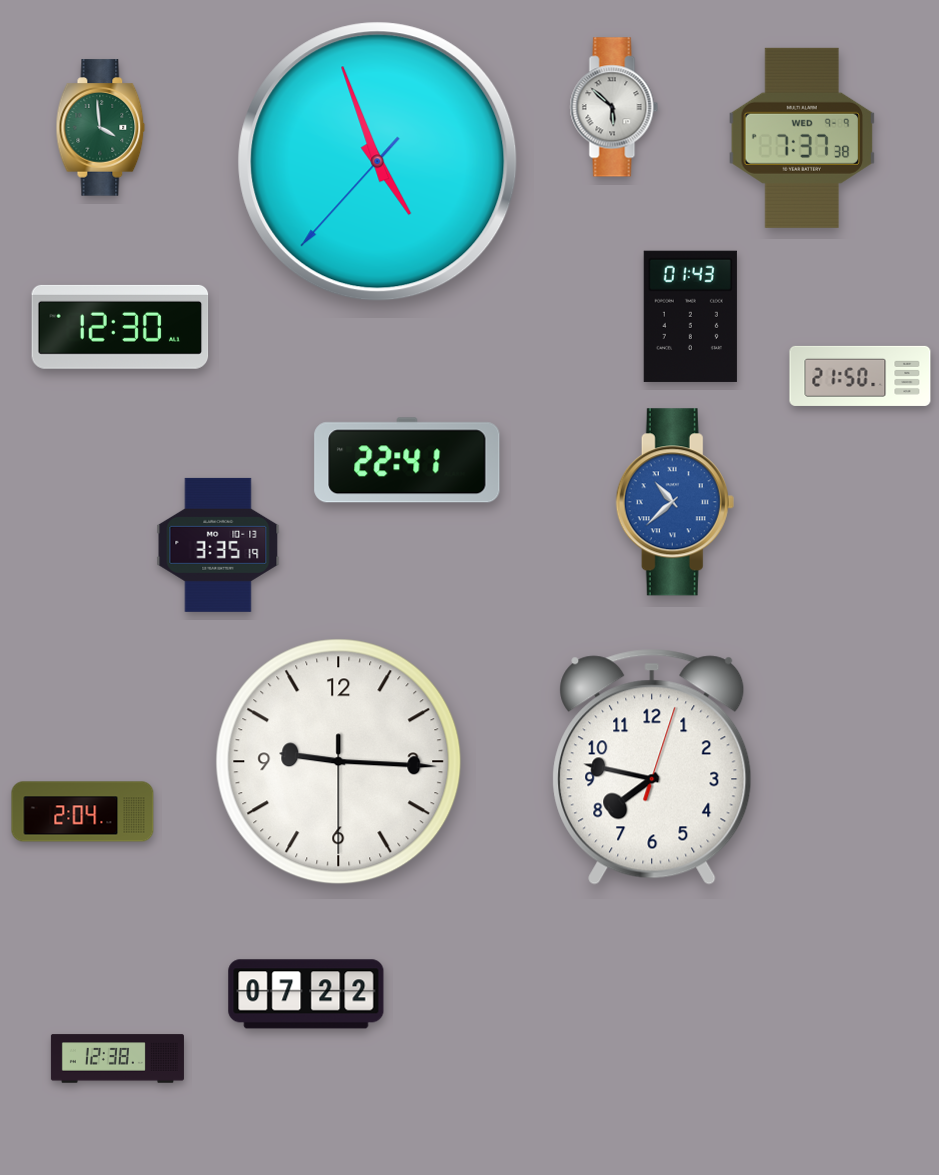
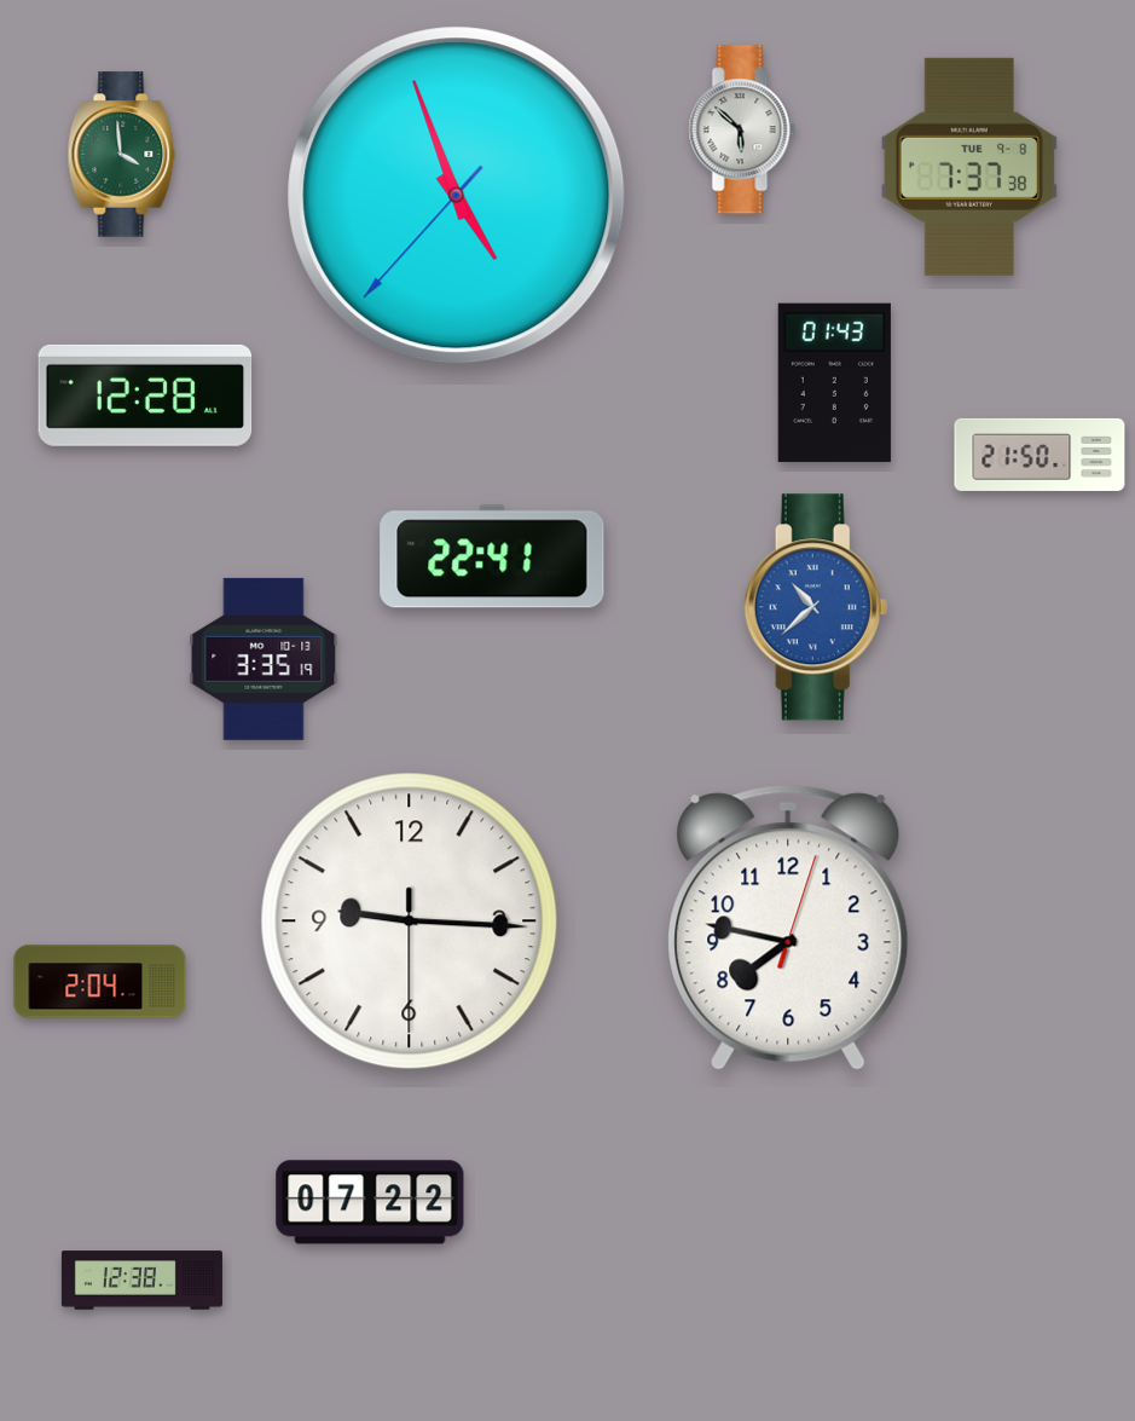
clock at (802, 138) date: WED 9-9 -> TUE 9-8
clock at (120, 327): 12:30 -> 12:28
